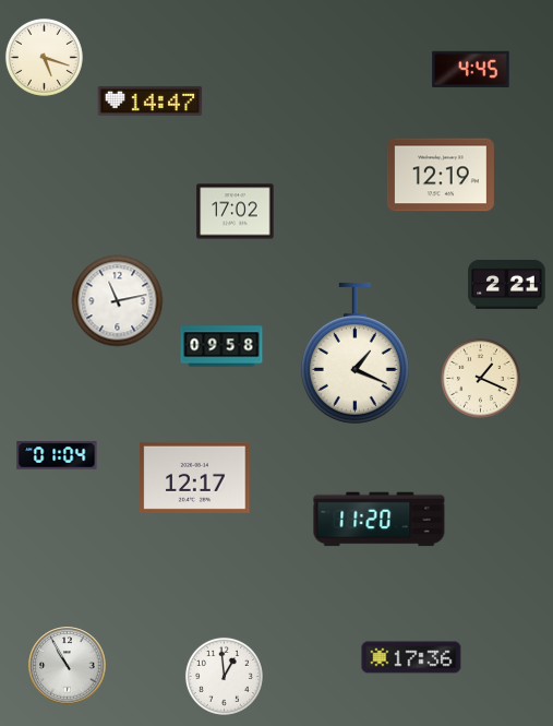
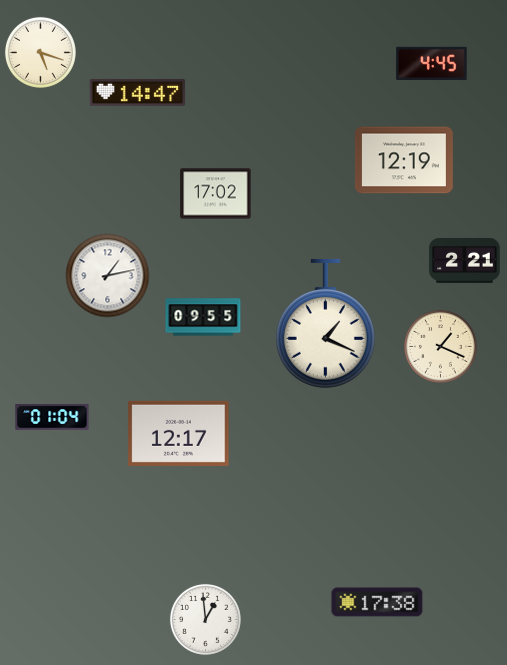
clock at (118, 301): 11:13 -> 1:13
clock at (221, 346): 09:58 -> 09:55
clock at (195, 477) position: (195, 477) -> (179, 433)
clock at (380, 520): 11:20 -> none
clock at (411, 657): 17:36 -> 17:38
clock at (68, 666): 10:55 -> none
